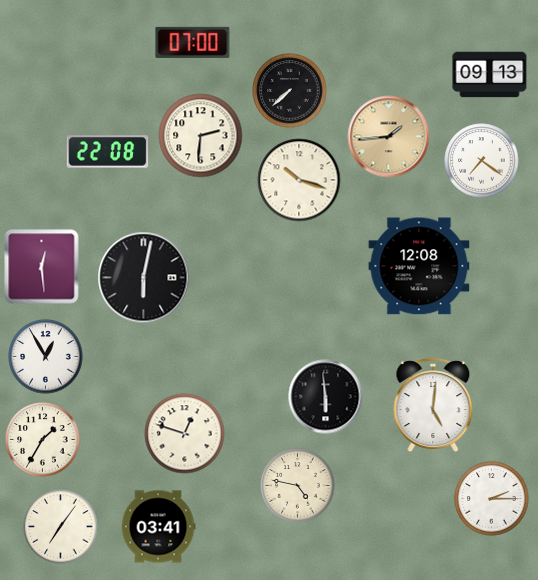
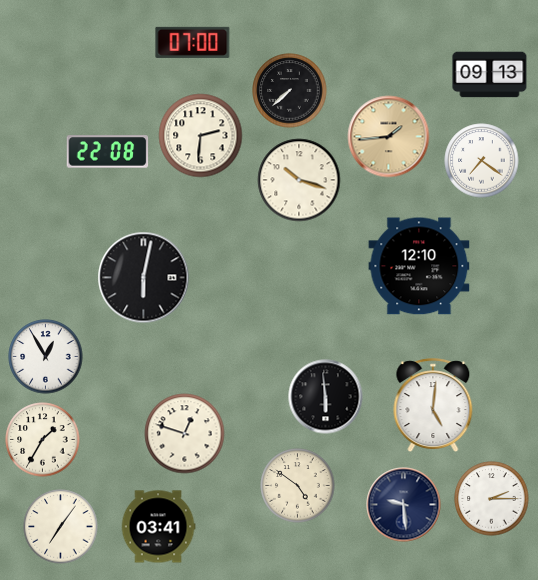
clock at (419, 266): 12:08 -> 12:10
clock at (42, 267): 12:29 -> none
clock at (298, 486): 4:47 -> 4:51
clock at (404, 505): none -> 9:29
